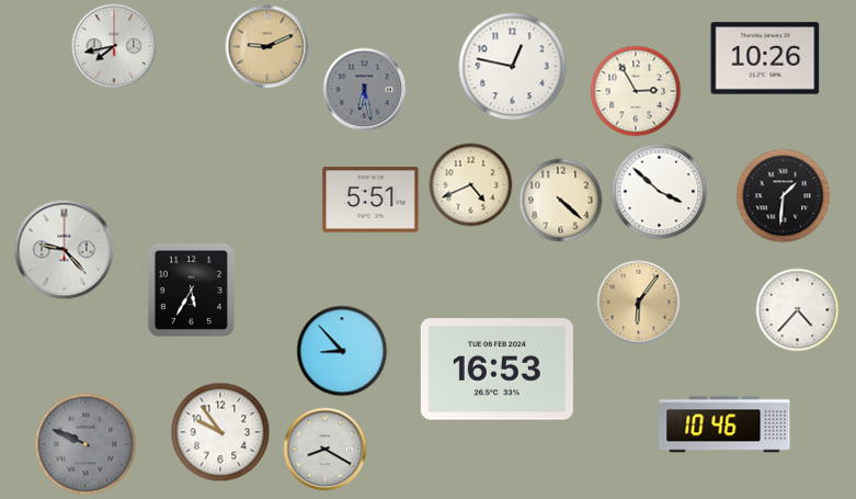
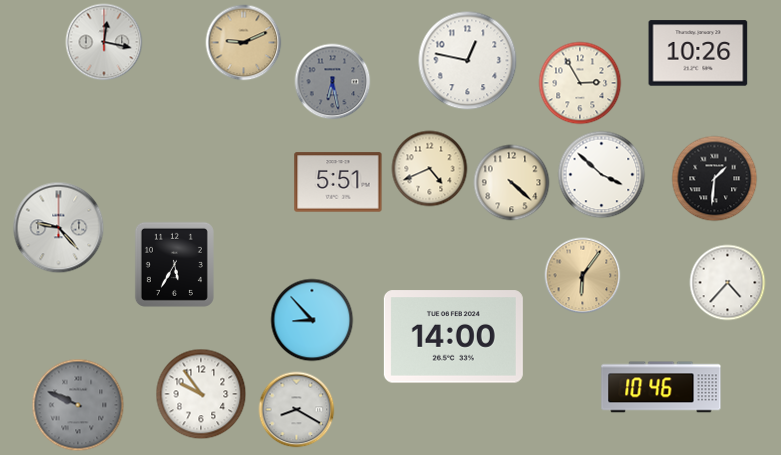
clock at (114, 46): 7:43 -> 12:17
clock at (497, 370): 16:53 -> 14:00
